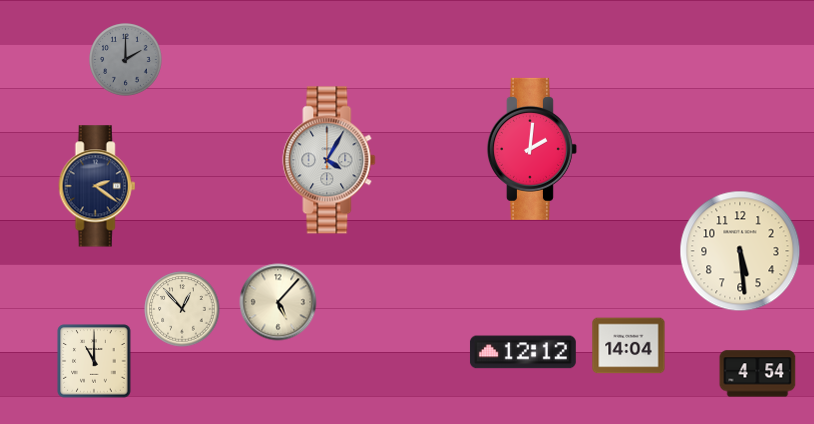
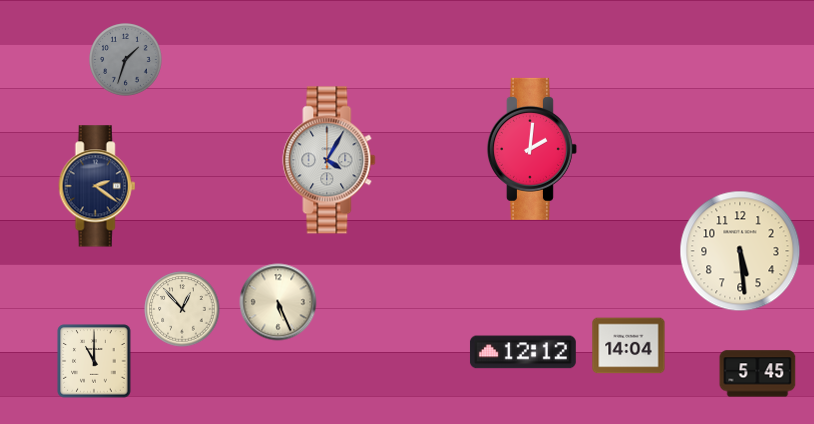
clock at (126, 60): 2:00 -> 1:33
clock at (278, 302): 5:07 -> 5:26
clock at (758, 374): 4:54 -> 5:45
